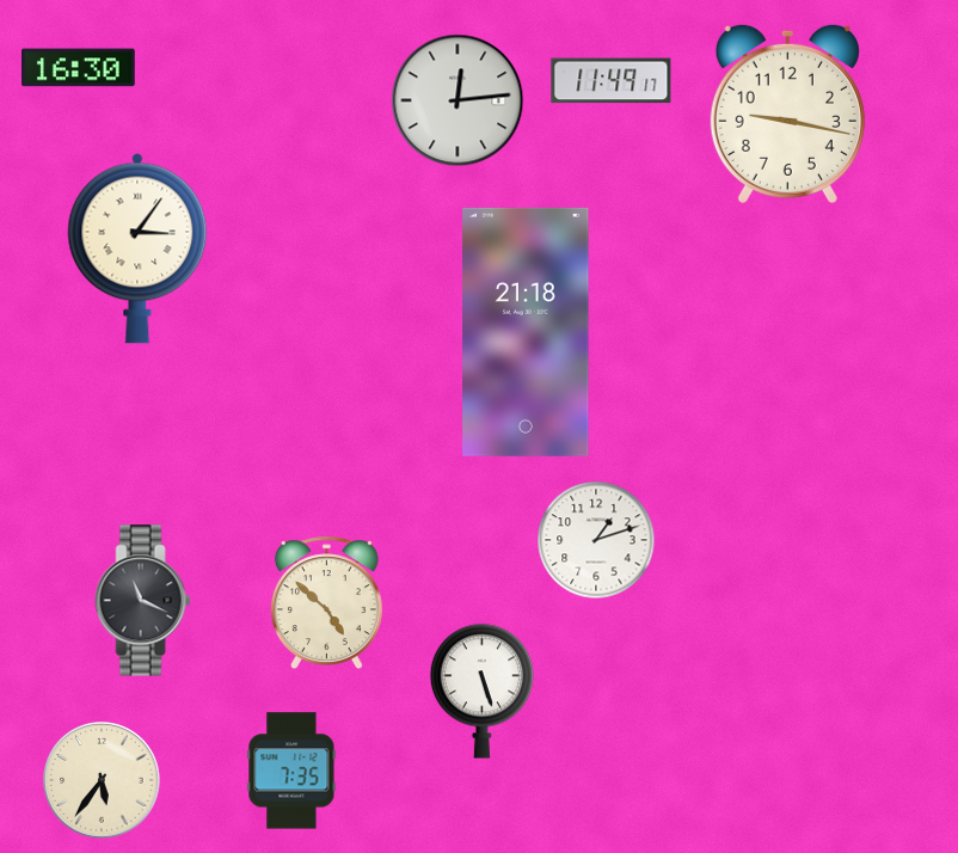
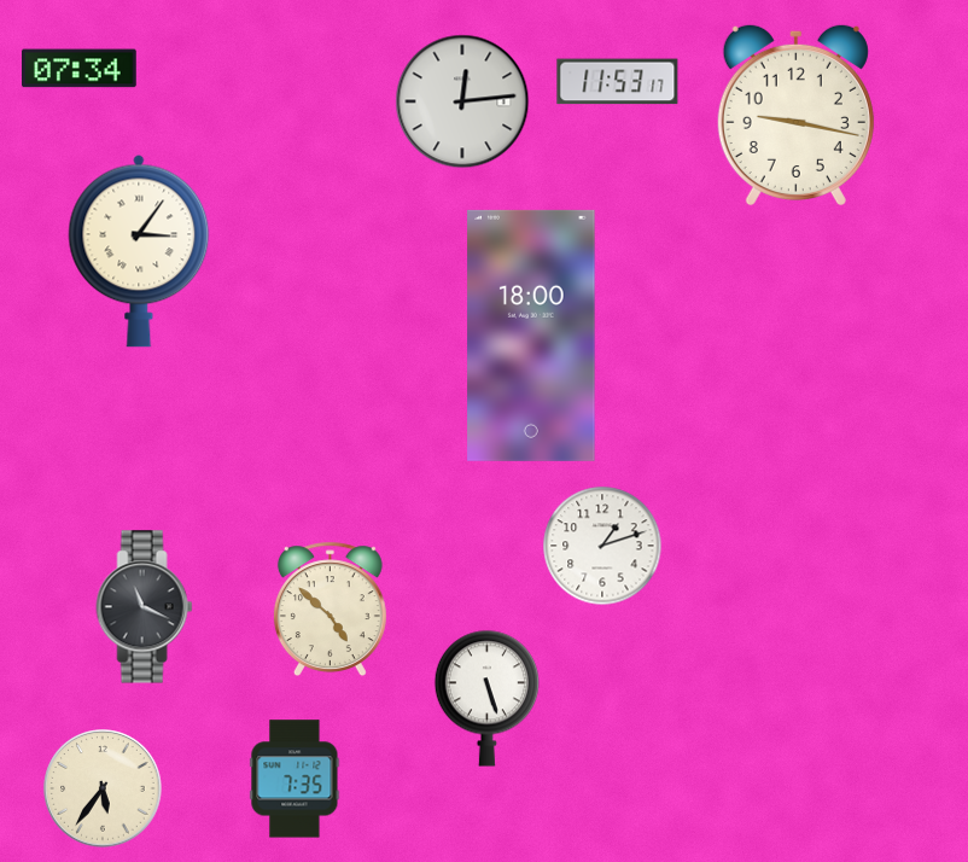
clock at (79, 68): 16:30 -> 07:34
clock at (612, 81): 11:49 -> 11:53
clock at (526, 332): 21:18 -> 18:00
